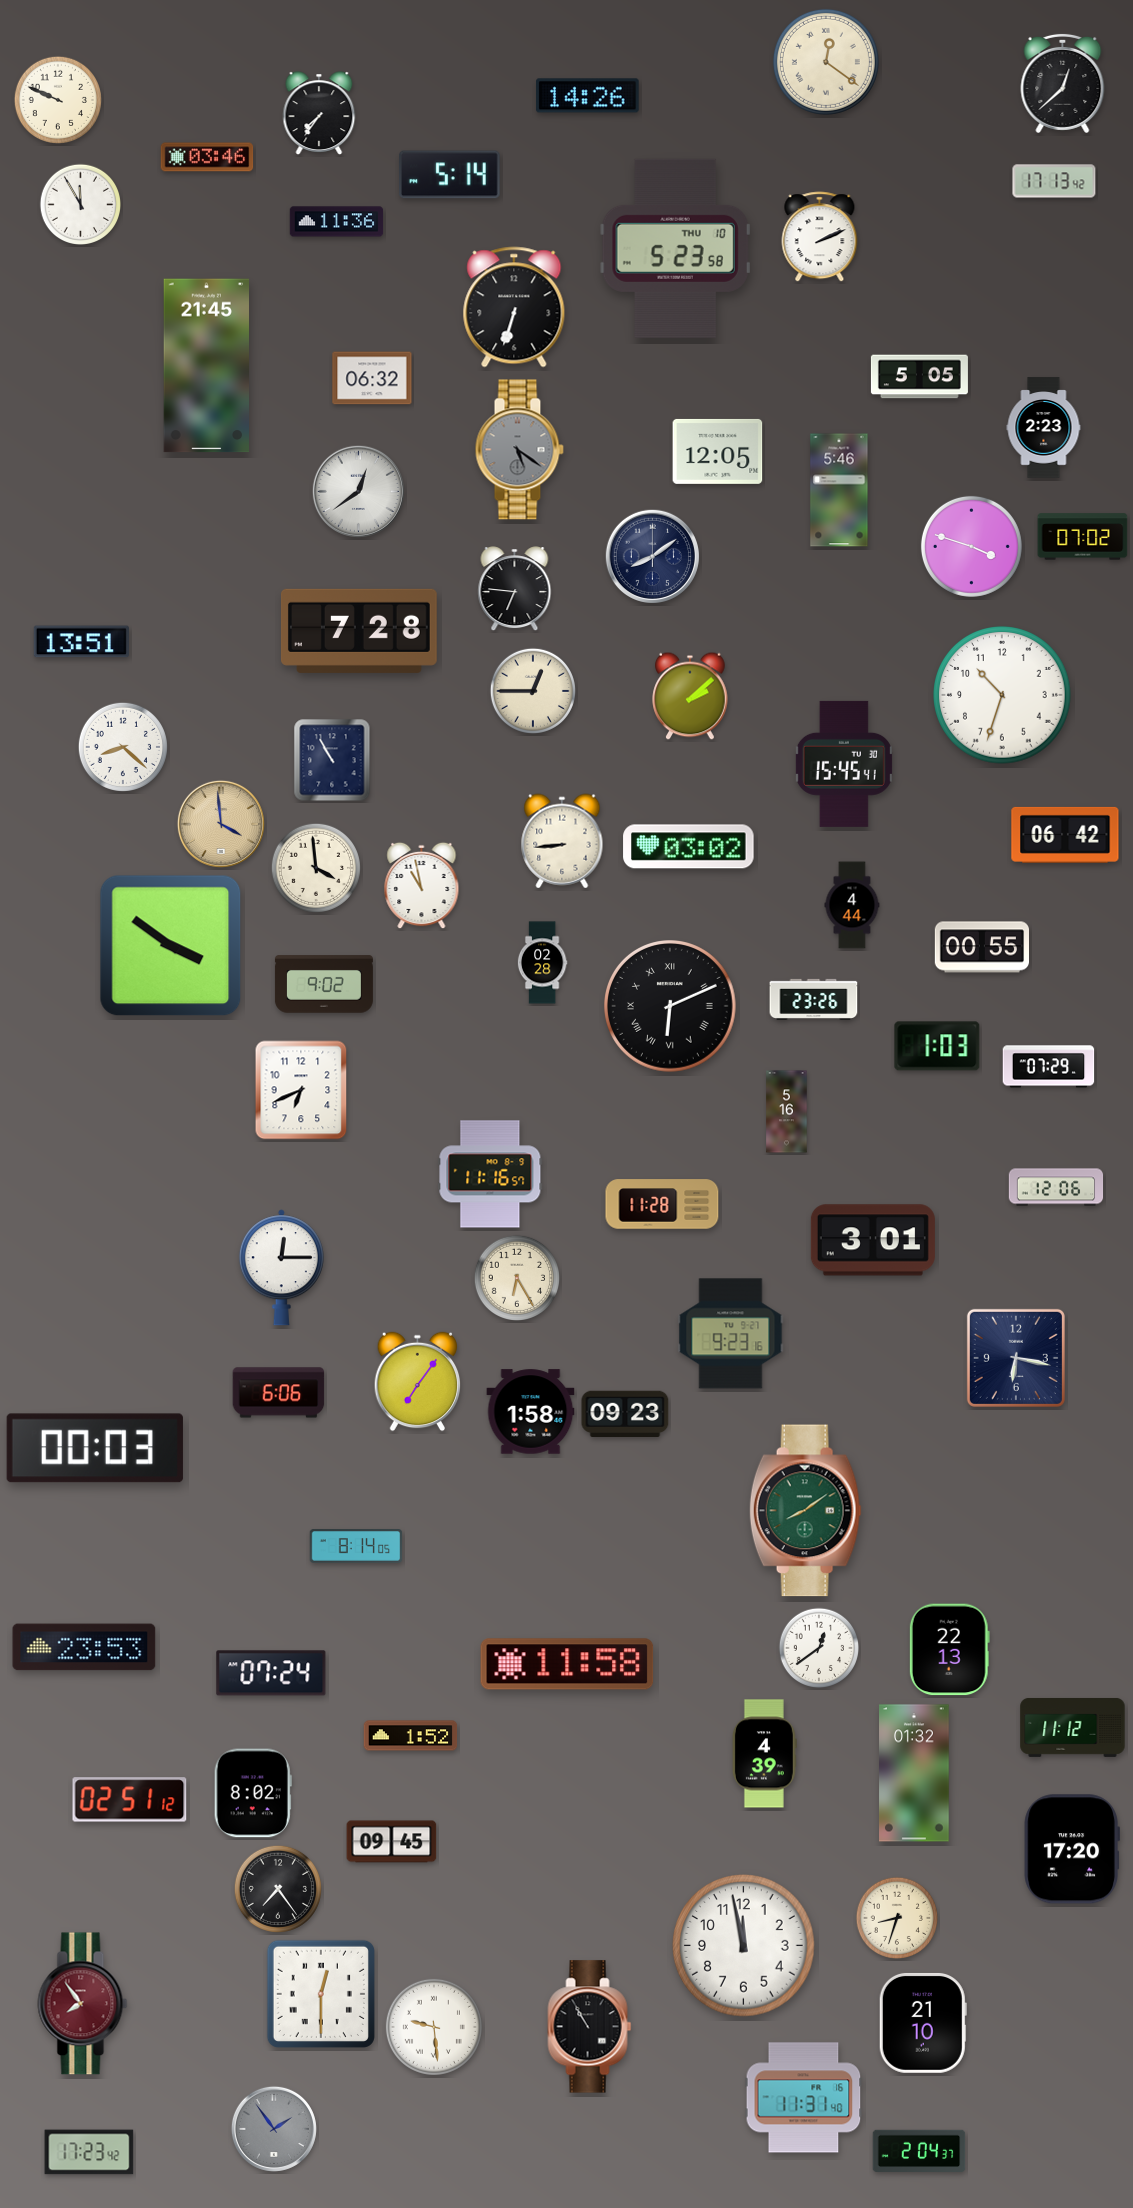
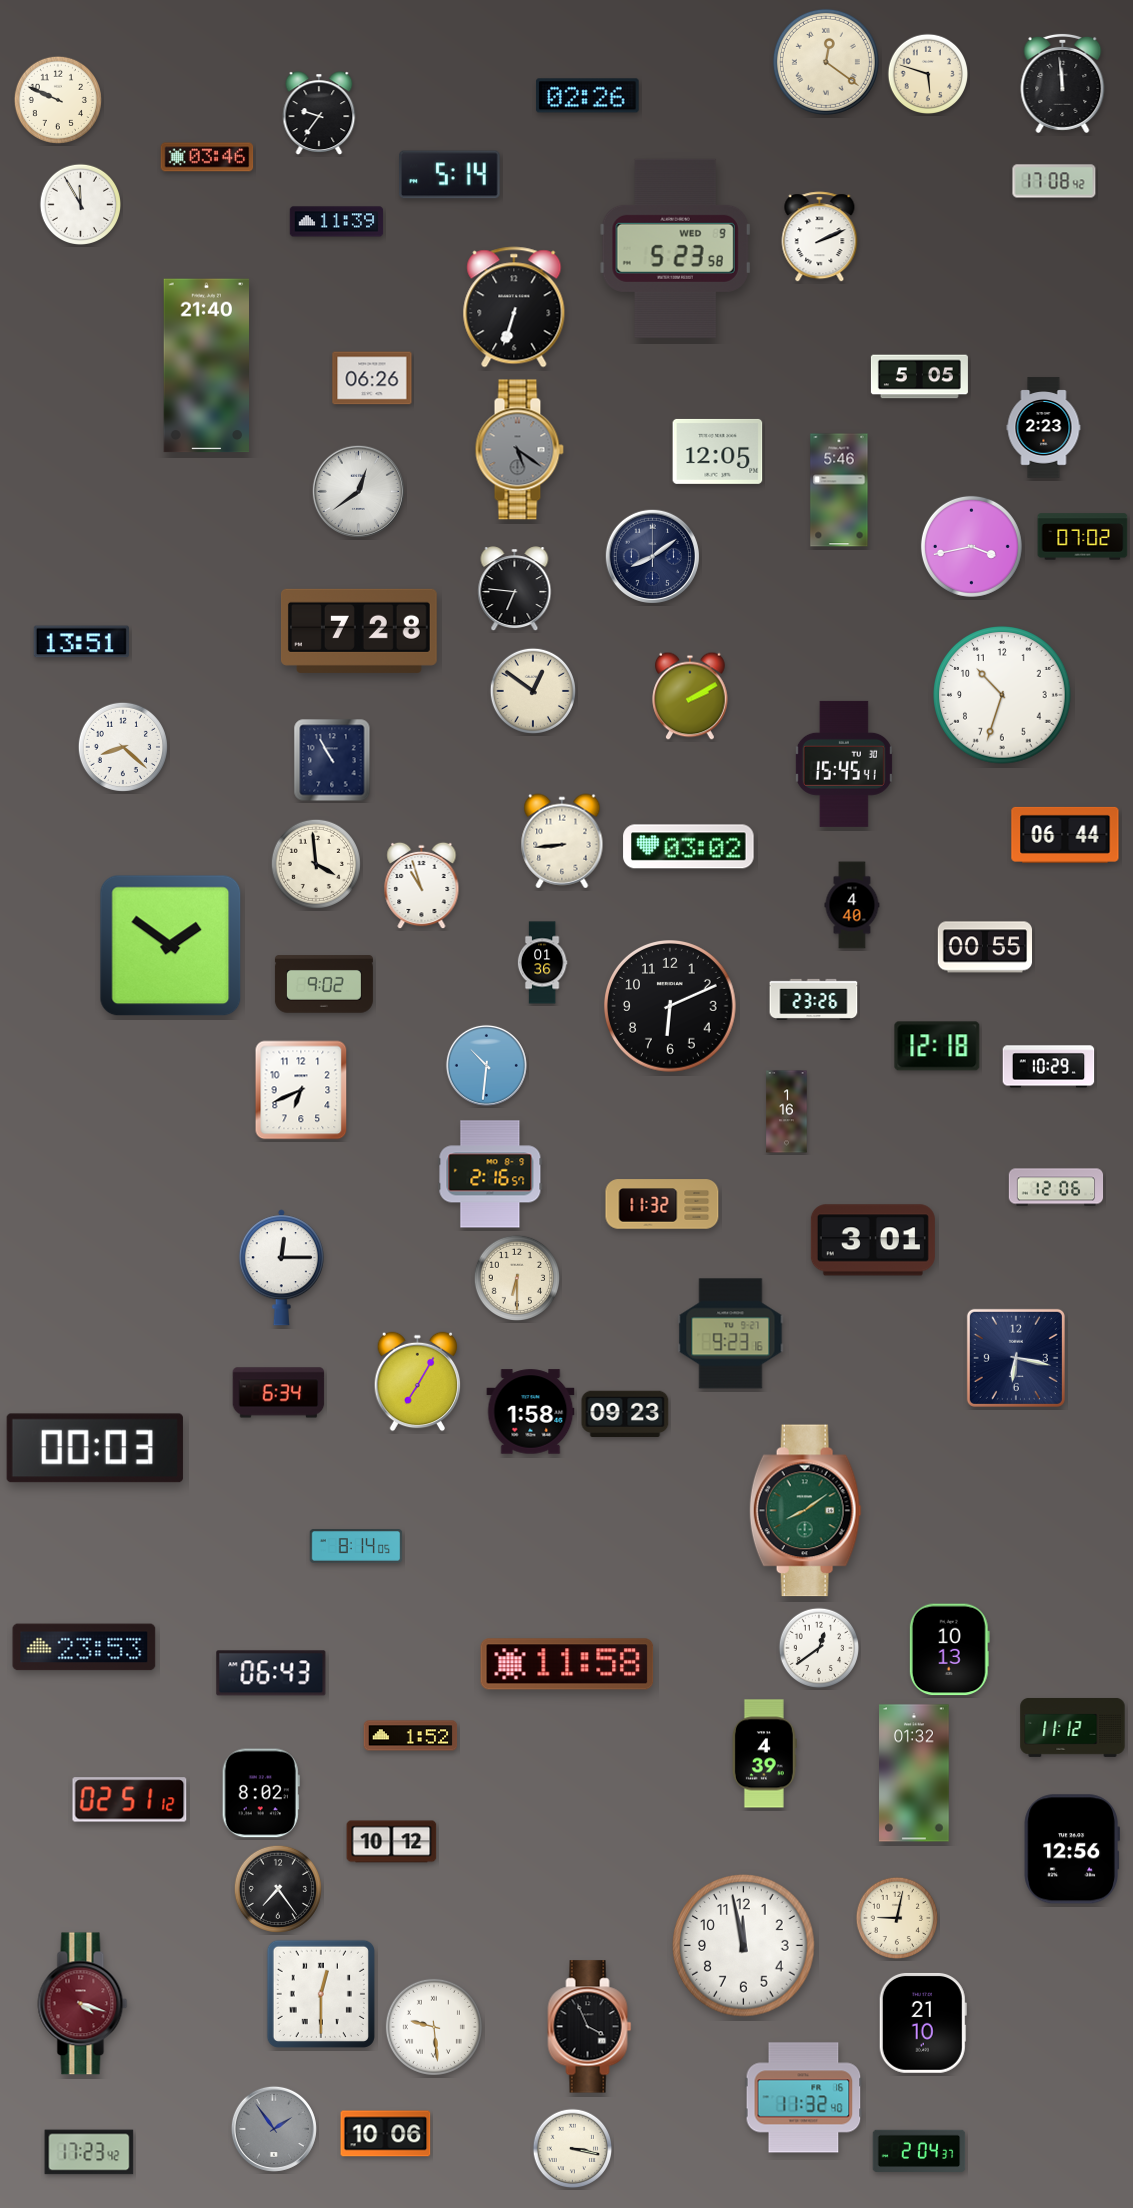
clock at (928, 74): none -> 5:48
clock at (1063, 83): 12:38 -> 11:59
clock at (588, 96): 14:26 -> 02:26
clock at (319, 113): 7:36 -> 9:36
clock at (1054, 181): 17:13 -> 17:08
clock at (337, 222): 11:36 -> 11:39
clock at (675, 248) date: THU 10 -> WED 9
clock at (207, 366): 21:45 -> 21:40
clock at (372, 378): 06:32 -> 06:26
clock at (971, 546): 3:48 -> 3:43
clock at (532, 690): 12:45 -> 12:51
clock at (690, 696): 2:08 -> 2:10
clock at (221, 824): 3:59 -> none
clock at (1065, 835): 06:42 -> 06:44
clock at (316, 868) position: (316, 868) -> (316, 864)
clock at (422, 886): 10:58 -> 10:57
clock at (852, 905): 4:44 -> 4:40
clock at (171, 946): 3:51 -> 1:51
clock at (981, 947) position: (981, 947) -> (984, 947)
clock at (542, 963): 02:28 -> 01:36
clock at (671, 1007) numerals: Roman -> Arabic
clock at (937, 1046): 1:03 -> 12:18
clock at (486, 1065): none -> 10:31
clock at (1049, 1067): 07:29 -> 10:29
clock at (787, 1112): 5:16 -> 1:16
clock at (490, 1174): 11:16 -> 2:16
clock at (662, 1204): 11:28 -> 11:32
clock at (516, 1277): 6:25 -> 6:30
clock at (418, 1382): 7:06 -> 7:05
clock at (279, 1393): 6:06 -> 6:34
clock at (949, 1650): 22:13 -> 10:13
clock at (271, 1673): 07:24 -> 06:43
clock at (253, 1793) position: (253, 1793) -> (261, 1793)
clock at (392, 1842): 09:45 -> 10:12
clock at (1071, 1849): 17:20 -> 12:56
clock at (896, 1917): 8:33 -> 9:02
clock at (83, 2004): 7:54 -> 4:18
clock at (590, 2027): 10:55 -> 3:56
clock at (804, 2098): 11:31 -> 11:32
clock at (386, 2134): none -> 10:06
clock at (573, 2149): none -> 3:17
